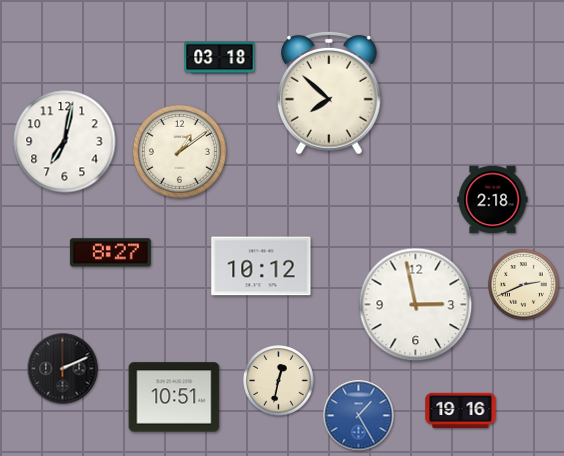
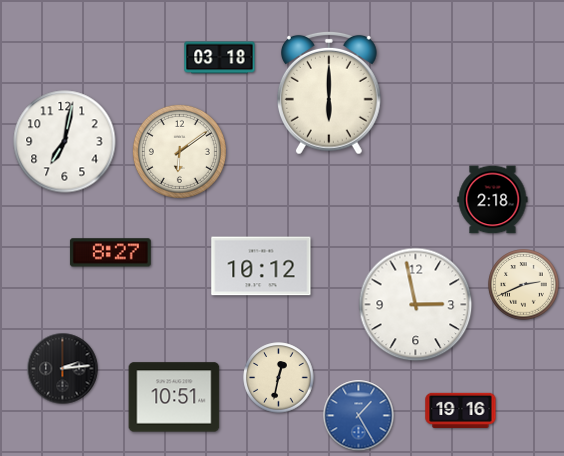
clock at (329, 93): 7:52 -> 6:00
clock at (179, 151): 1:09 -> 6:09
clock at (63, 369): 2:11 -> 2:14
clock at (279, 381) position: (279, 381) -> (279, 378)
